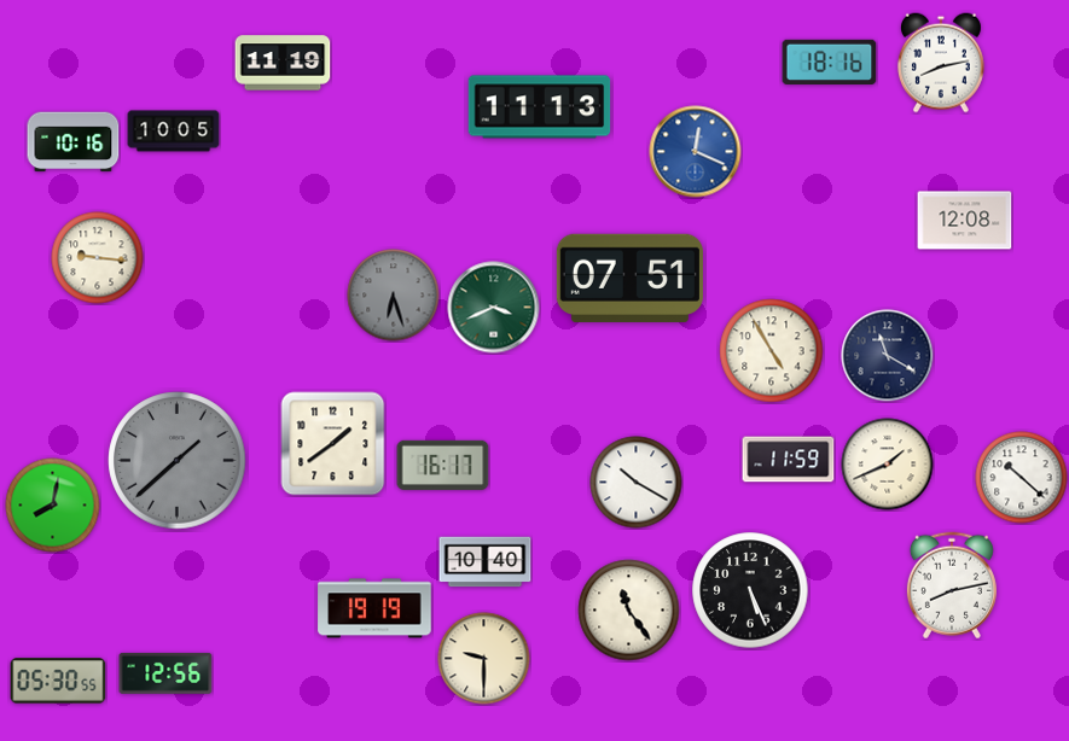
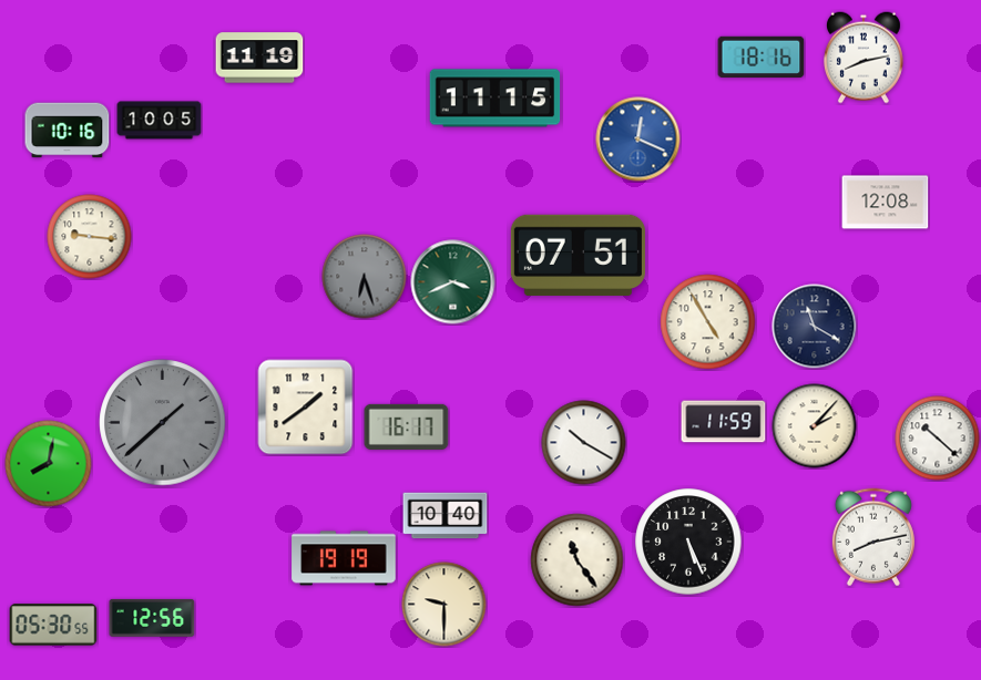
clock at (540, 107): 11:13 -> 11:15
clock at (394, 296) position: (394, 296) -> (365, 277)
clock at (888, 465): 1:41 -> 2:07
